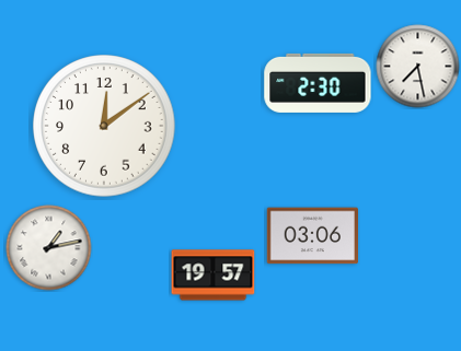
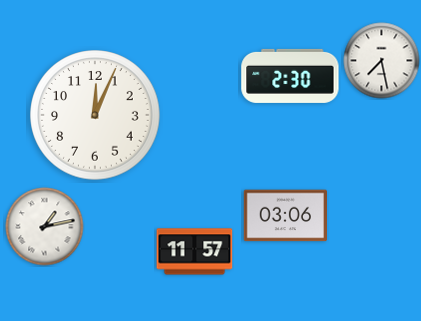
clock at (104, 126): 12:09 -> 12:04
clock at (214, 276): 19:57 -> 11:57
